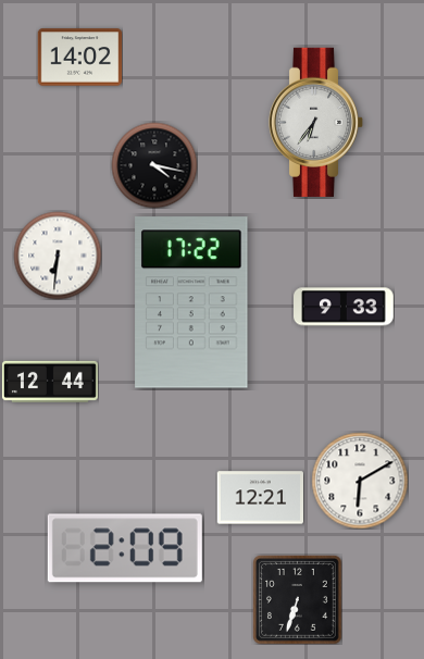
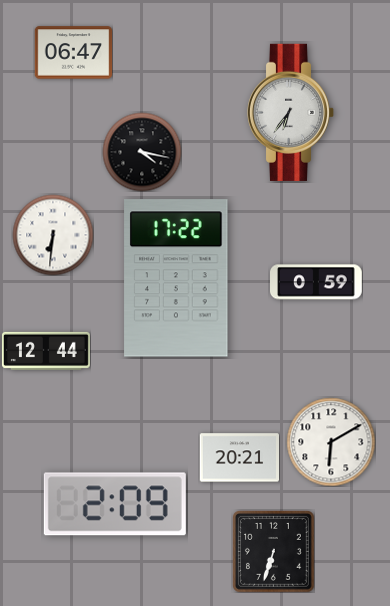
clock at (79, 58): 14:02 -> 06:47
clock at (345, 307): 9:33 -> 0:59
clock at (260, 498): 12:21 -> 20:21
